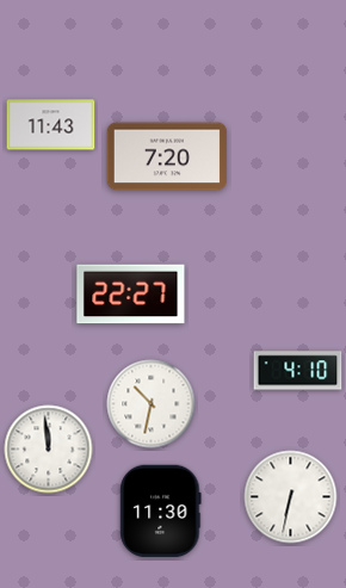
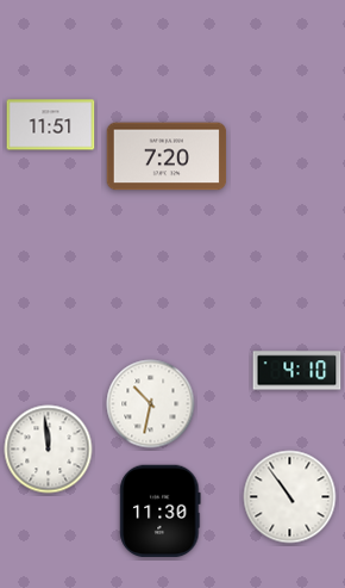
clock at (51, 125): 11:43 -> 11:51
clock at (131, 295): 22:27 -> none
clock at (291, 497): 6:32 -> 10:54
